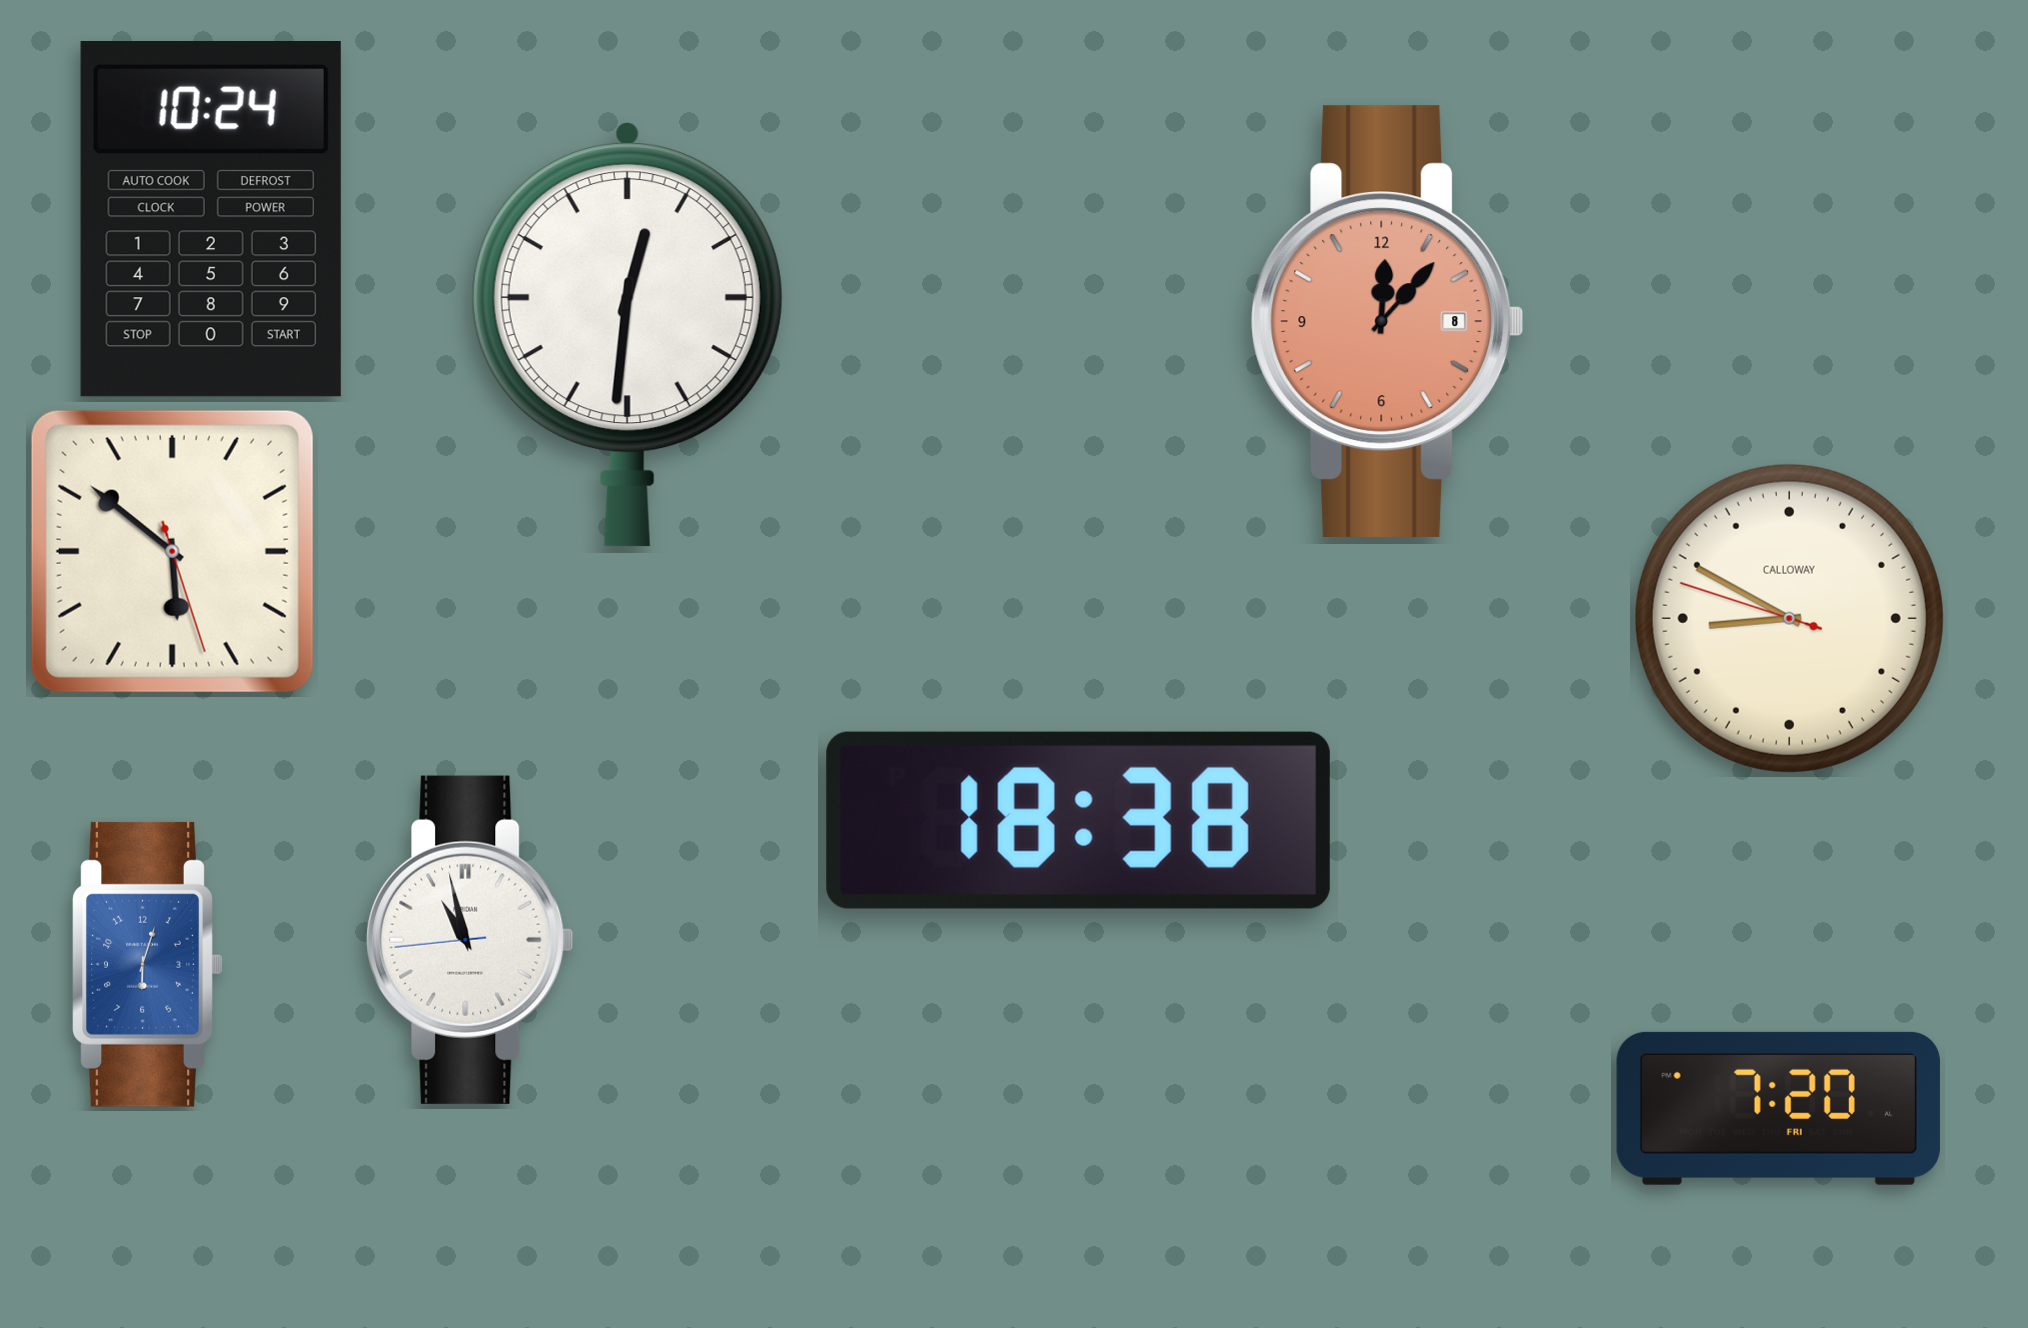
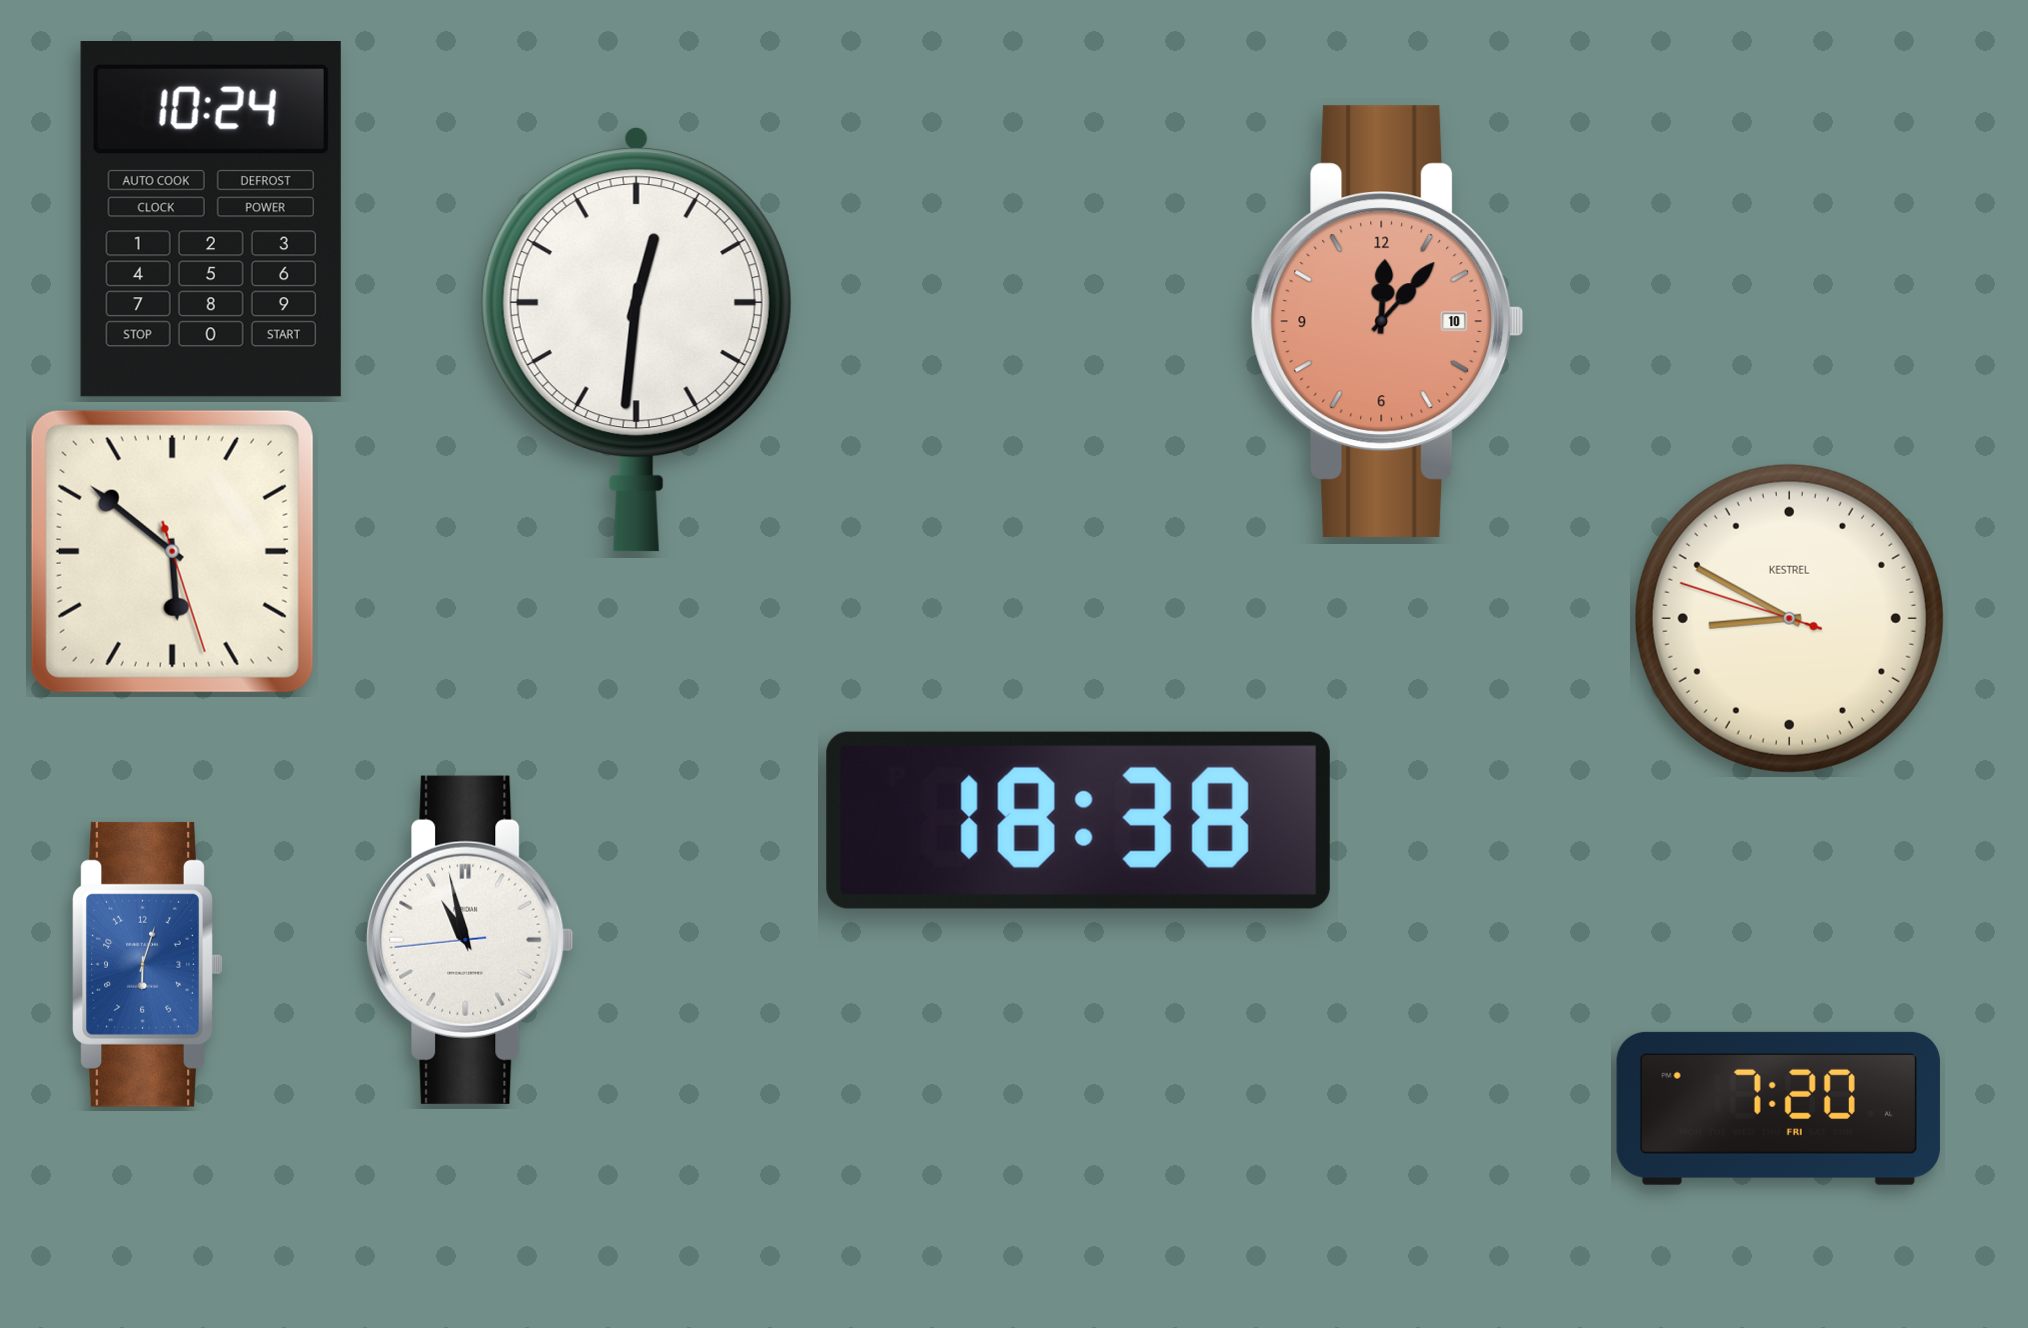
clock at (1388, 321) date: 8 -> 10
clock at (627, 335) position: (627, 335) -> (636, 340)
clock at (1789, 618) brand: CALLOWAY -> KESTREL
